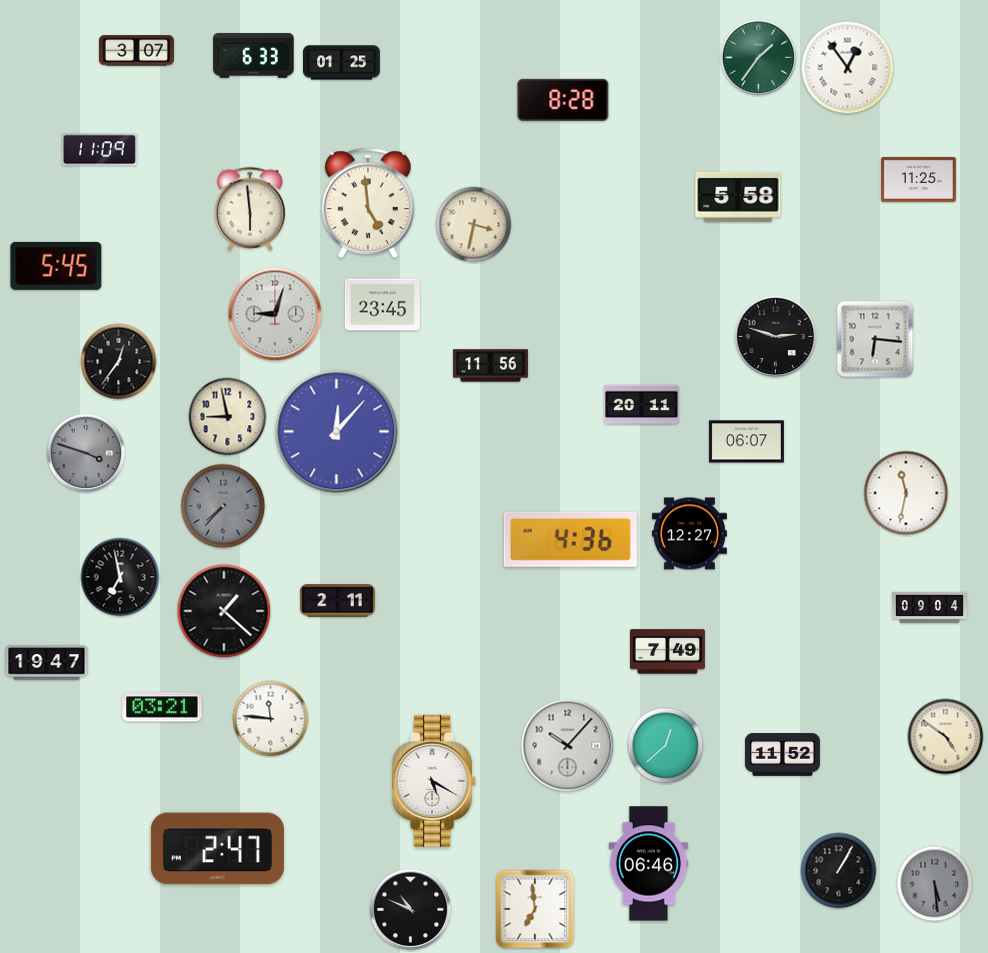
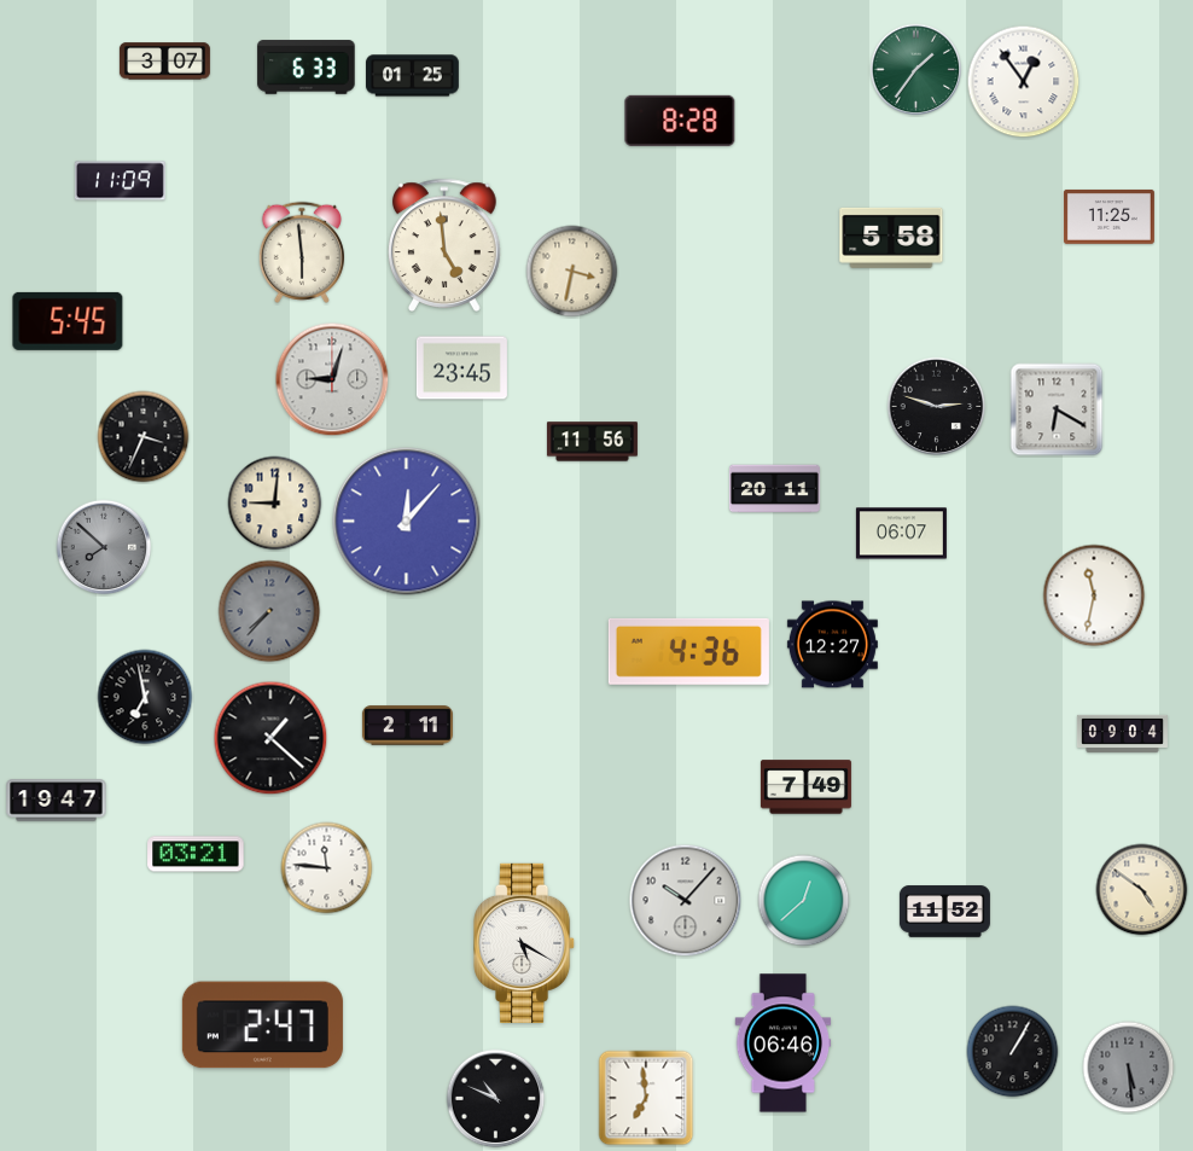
clock at (875, 339): 6:16 -> 6:20
clock at (119, 362): 12:36 -> 3:34
clock at (228, 417): 8:58 -> 9:01
clock at (86, 453): 3:48 -> 7:52
